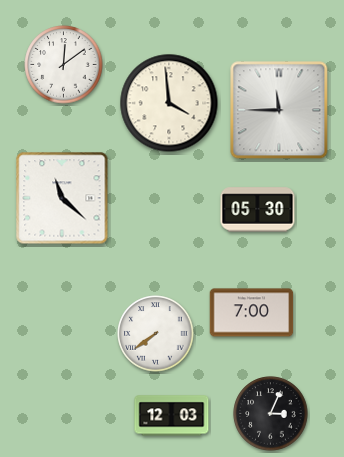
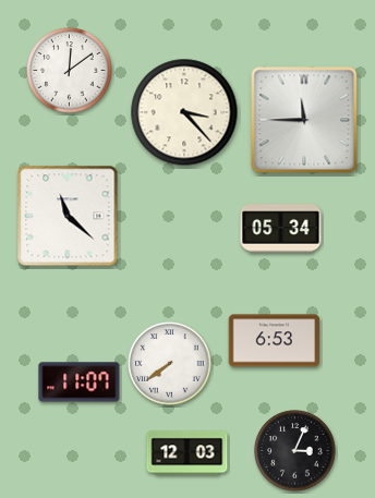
clock at (169, 103): 3:59 -> 3:23
clock at (258, 210): 05:30 -> 05:34
clock at (252, 313): 7:00 -> 6:53
clock at (80, 382): none -> 11:07
